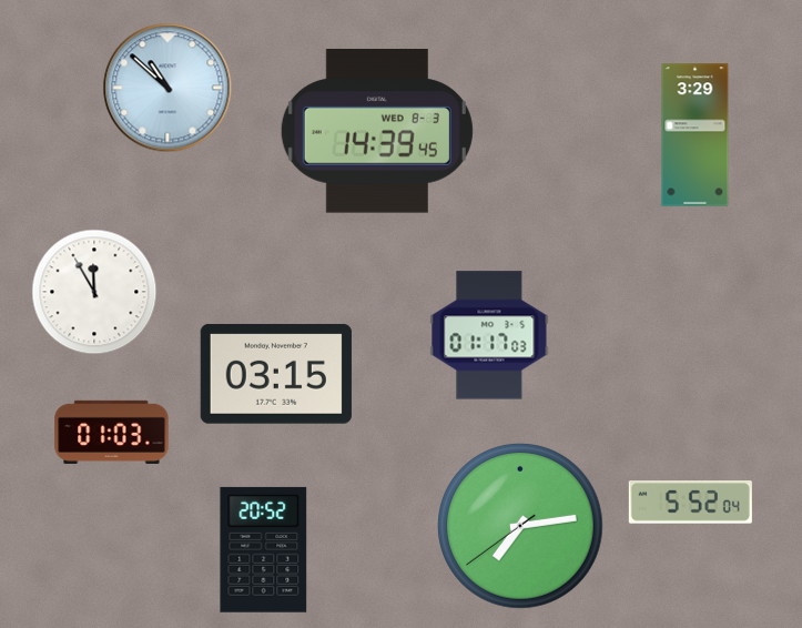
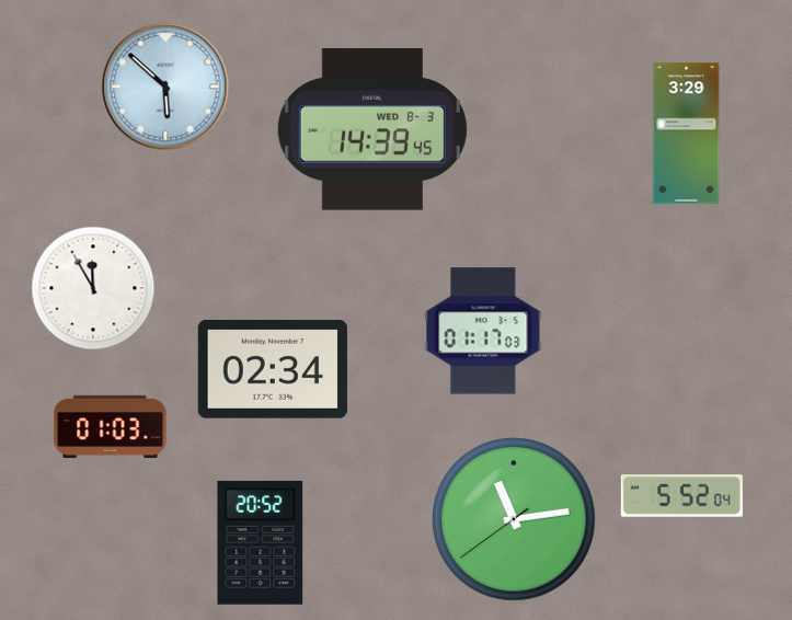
clock at (167, 88): 10:52 -> 5:52
clock at (276, 374): 03:15 -> 02:34
clock at (520, 526): 7:13 -> 11:13
